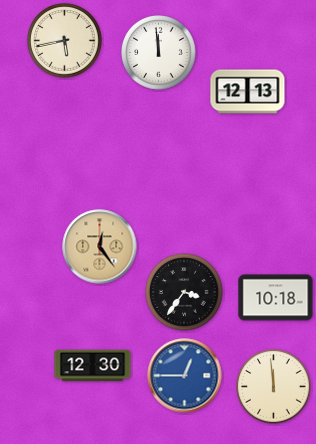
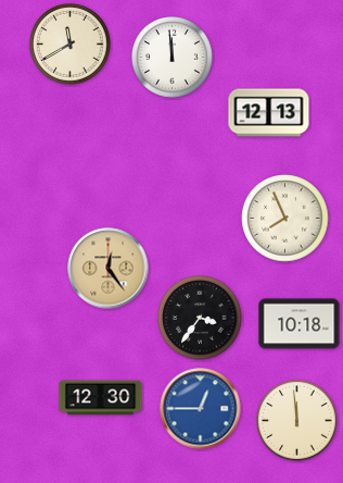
clock at (65, 41): 5:43 -> 11:40
clock at (248, 92) position: (248, 92) -> (269, 113)
clock at (285, 219): none -> 7:56
